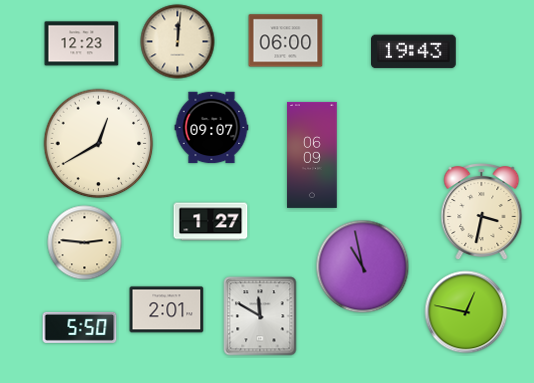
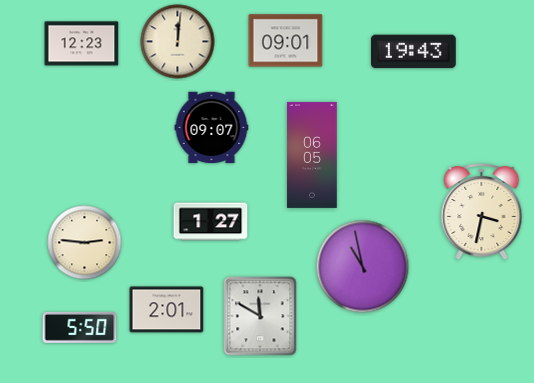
clock at (286, 41): 06:00 -> 09:01
clock at (99, 144): 12:40 -> none
clock at (312, 155): 06:09 -> 06:05
clock at (466, 312): 12:47 -> none
